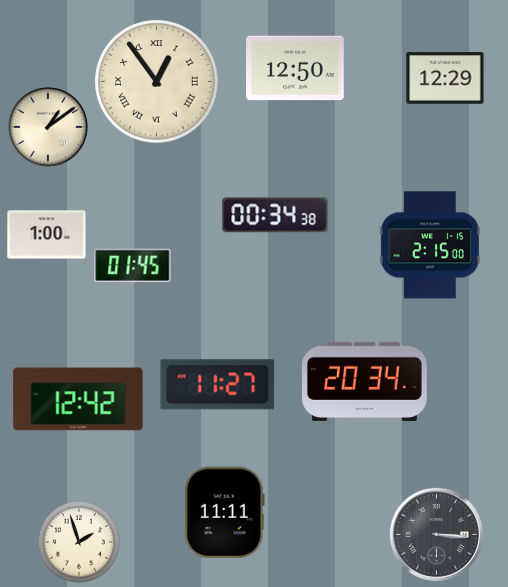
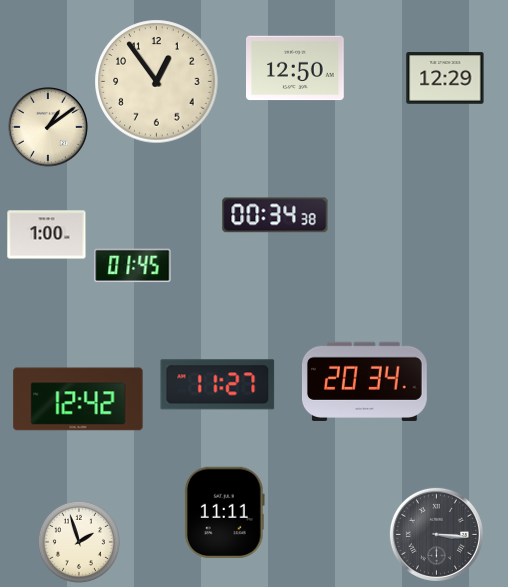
clock at (157, 82) numerals: Roman -> Arabic
clock at (430, 245): 2:15 -> none
